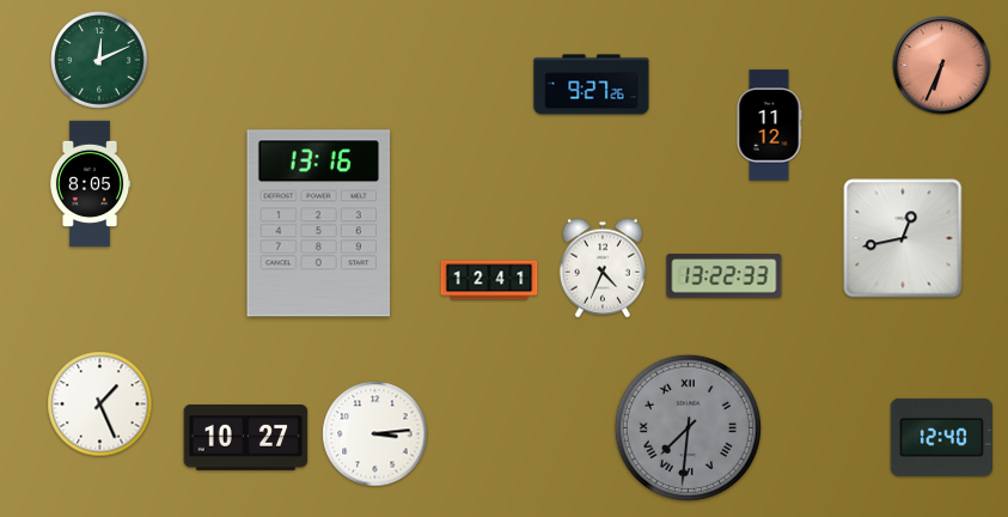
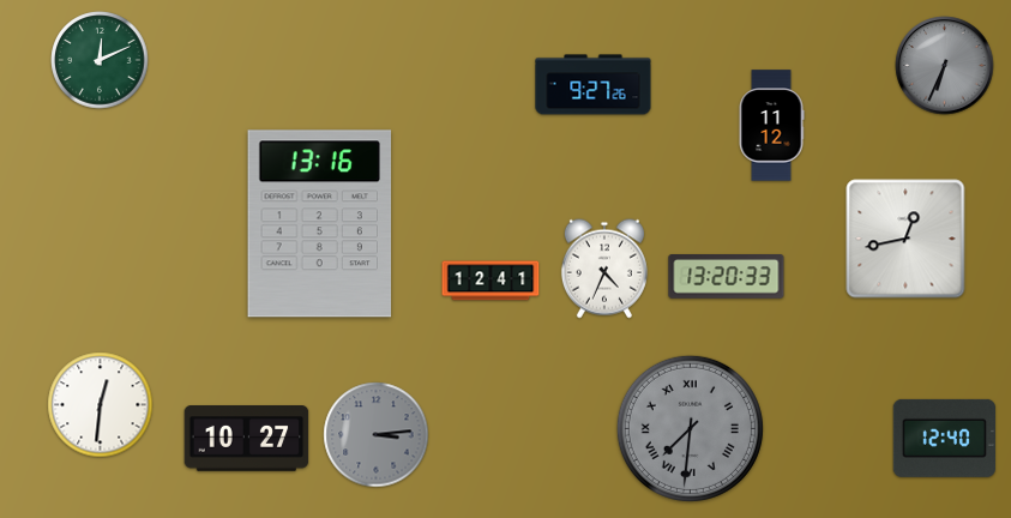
clock at (942, 66) dial: salmon -> grey
clock at (90, 184): 8:05 -> none
clock at (725, 276): 13:22 -> 13:20
clock at (100, 405): 1:26 -> 12:31
clock at (375, 434) dial: white -> grey
